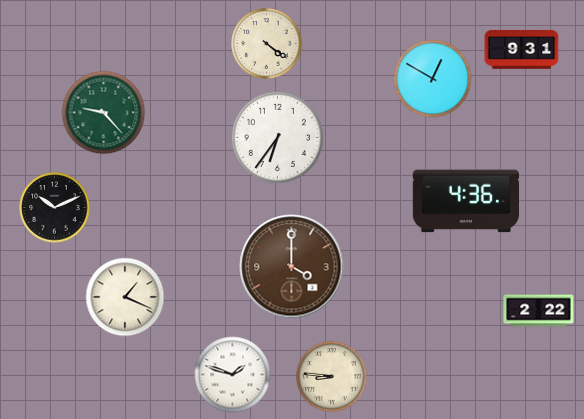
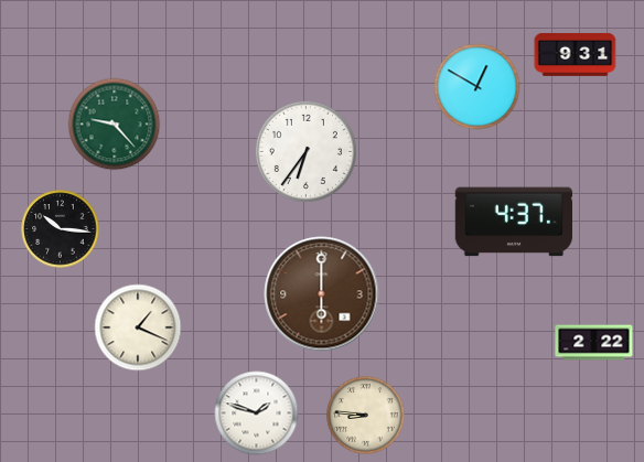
clock at (267, 44): 4:21 -> none
clock at (465, 201): 4:36 -> 4:37
clock at (55, 208): 10:11 -> 10:16
clock at (292, 267): 4:00 -> 6:00
